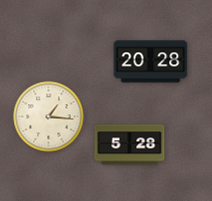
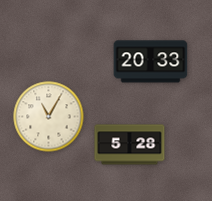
clock at (151, 62): 20:28 -> 20:33
clock at (49, 117): 1:16 -> 11:05
